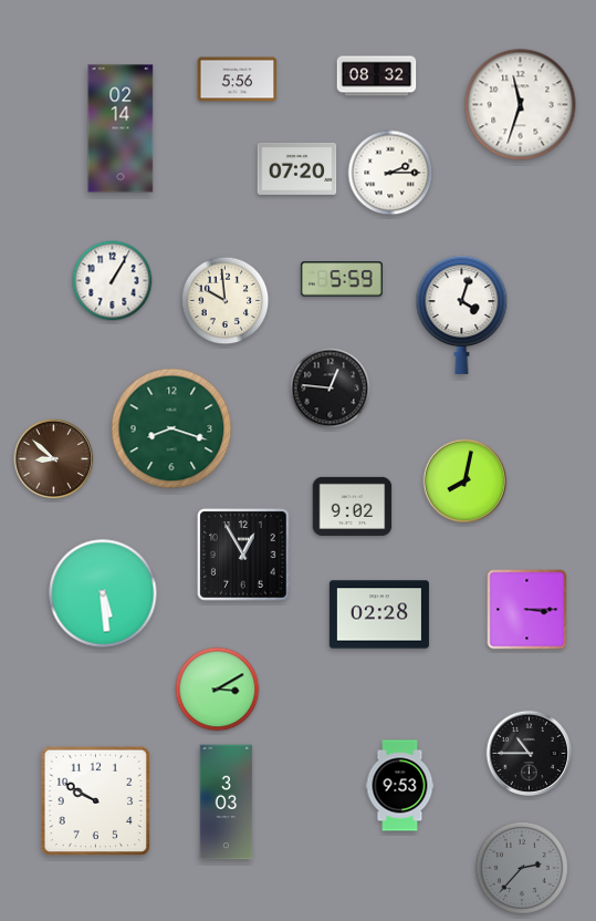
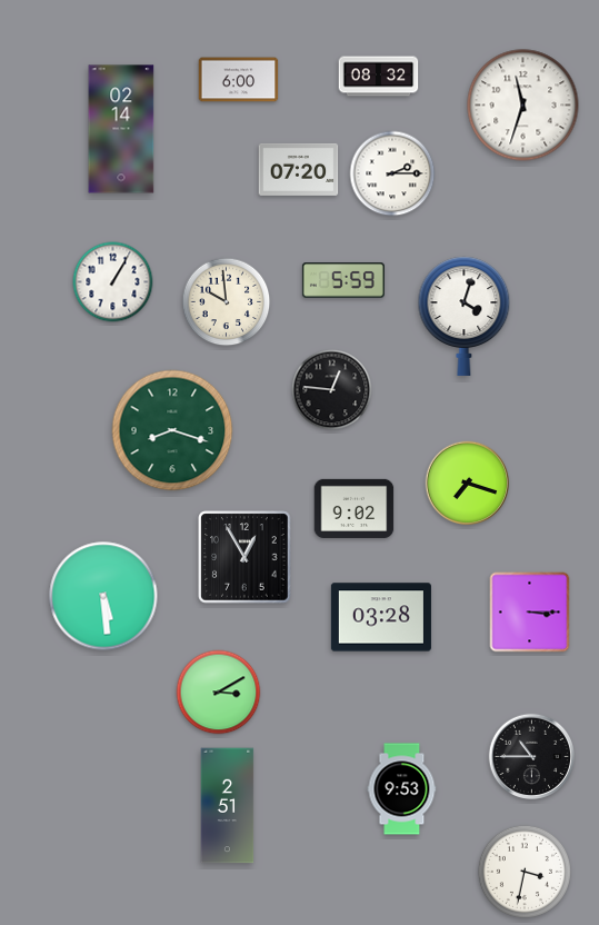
clock at (238, 80): 5:56 -> 6:00
clock at (54, 459): 8:52 -> none
clock at (466, 482): 8:02 -> 7:18
clock at (379, 614): 02:28 -> 03:28
clock at (96, 801): 9:50 -> none
clock at (227, 803): 3:03 -> 2:51
clock at (522, 868): 2:37 -> 3:32
clock at (522, 868) dial: grey -> white
